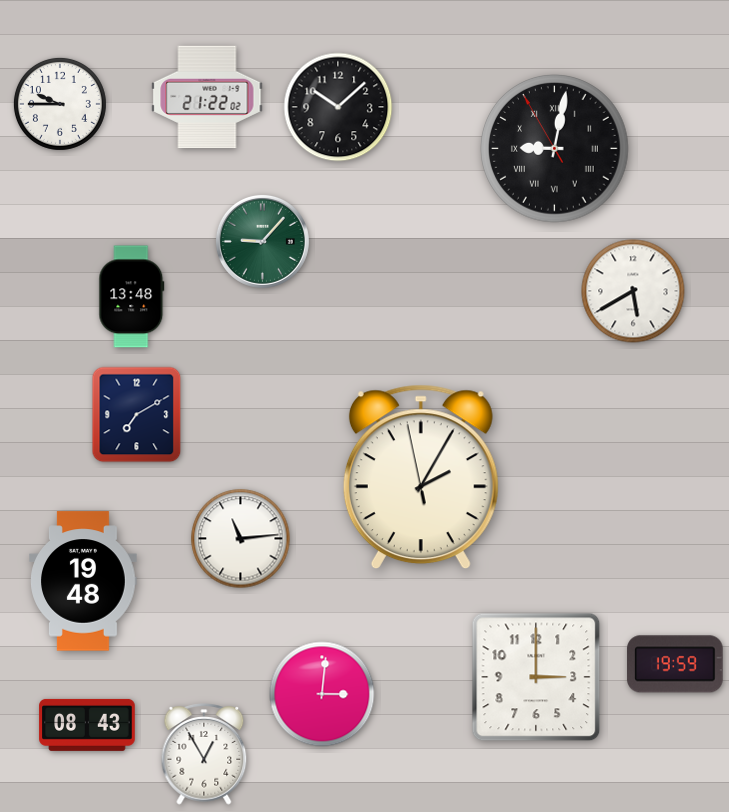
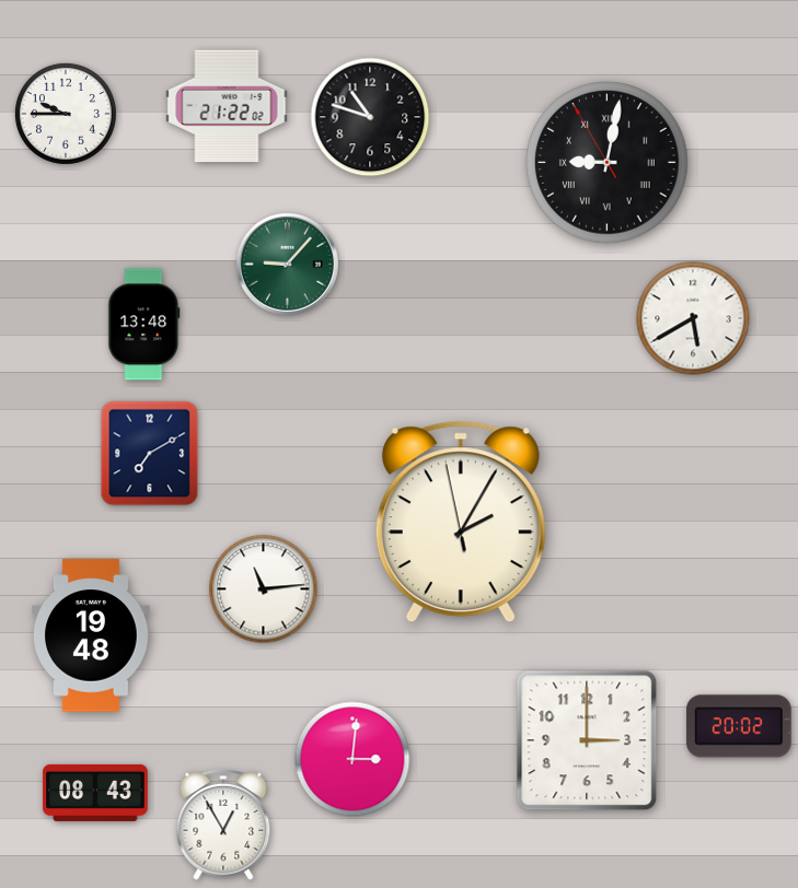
clock at (338, 107): 10:08 -> 10:48
clock at (675, 664): 19:59 -> 20:02
